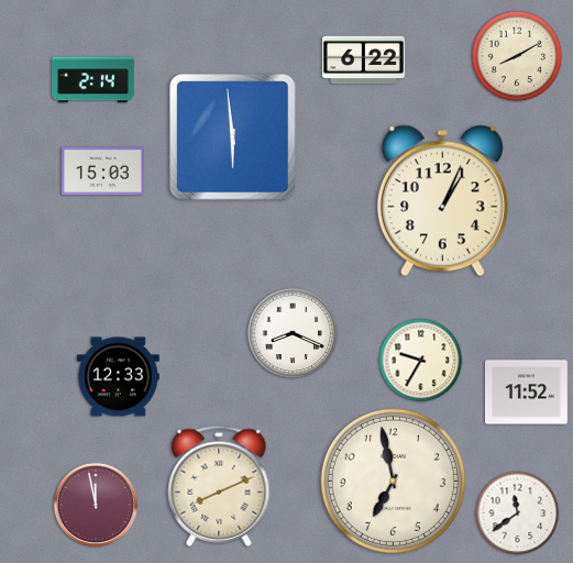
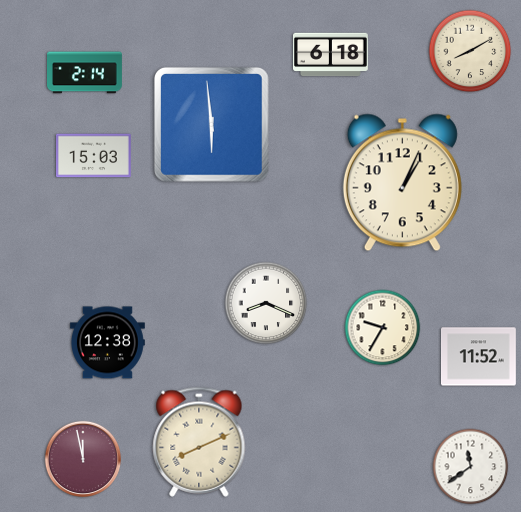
clock at (364, 60): 6:22 -> 6:18
clock at (118, 377): 12:33 -> 12:38
clock at (393, 481): 6:58 -> none
clock at (96, 505) position: (96, 505) -> (83, 459)
